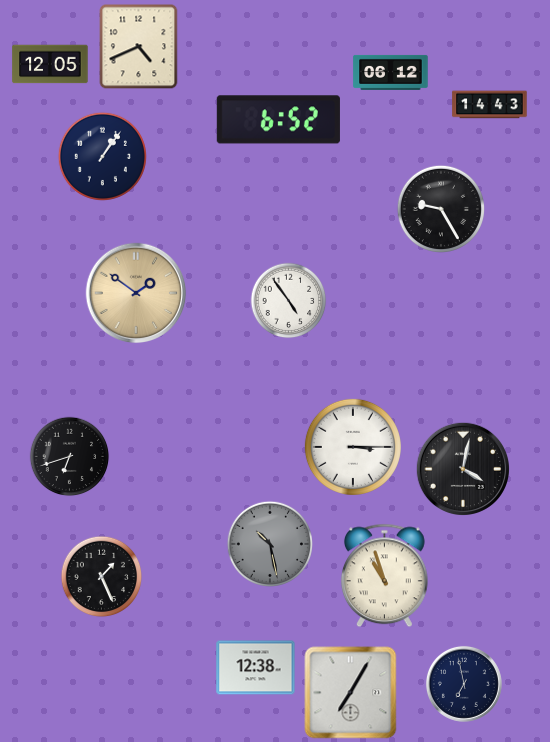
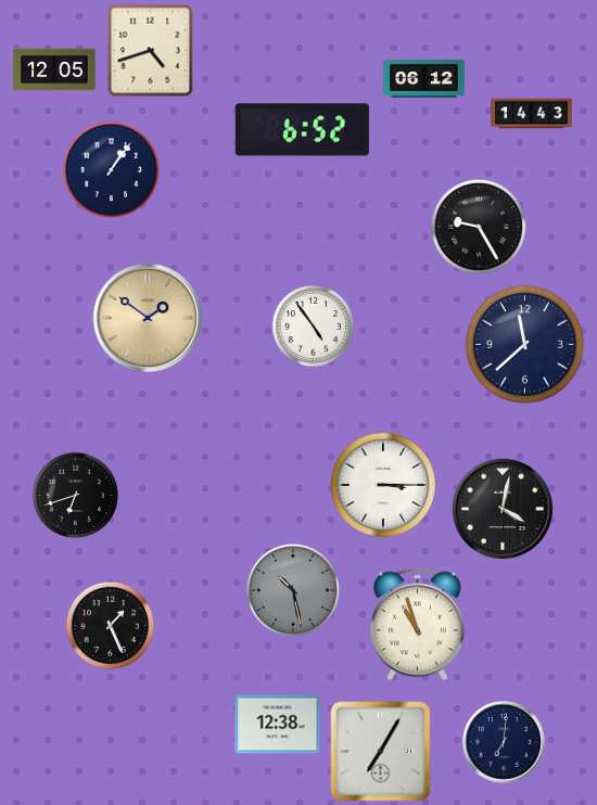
clock at (139, 47): 4:41 -> 4:42
clock at (524, 344): none -> 11:38
clock at (464, 684): 6:58 -> 7:01
